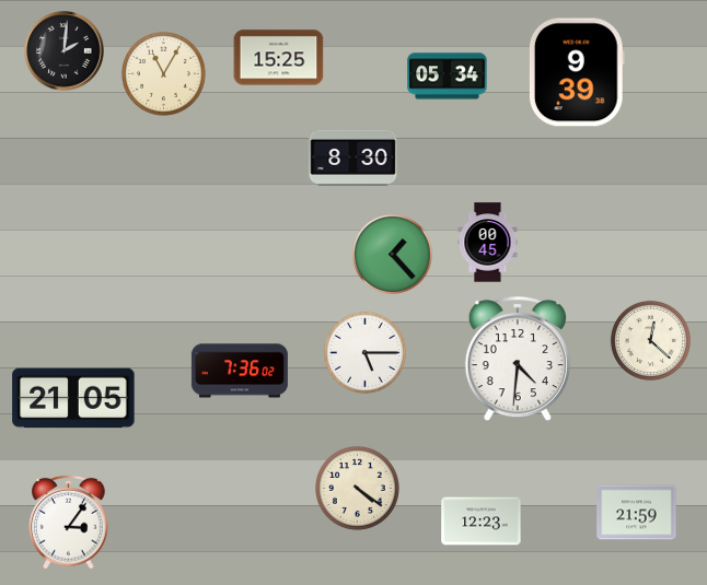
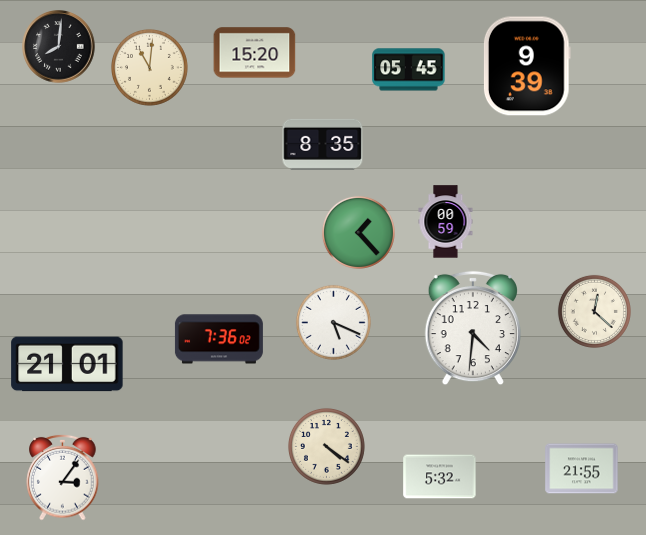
clock at (65, 51): 2:01 -> 8:01
clock at (279, 58): 15:25 -> 15:20
clock at (163, 73): 11:05 -> 11:01
clock at (448, 77): 05:34 -> 05:45
clock at (353, 157): 8:30 -> 8:35
clock at (488, 243): 00:45 -> 00:59
clock at (364, 352): 5:15 -> 5:19
clock at (73, 398): 21:05 -> 21:01
clock at (637, 513): 21:59 -> 21:55
clock at (482, 522): 12:23 -> 5:32
